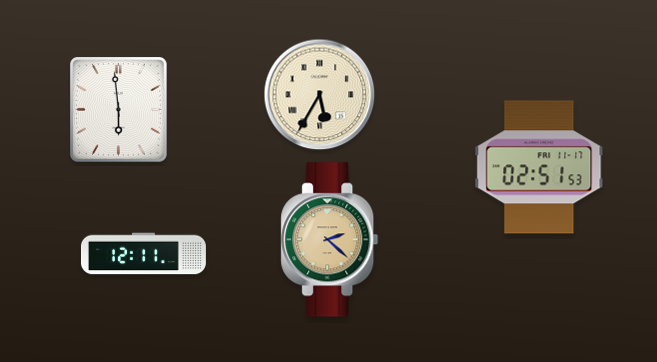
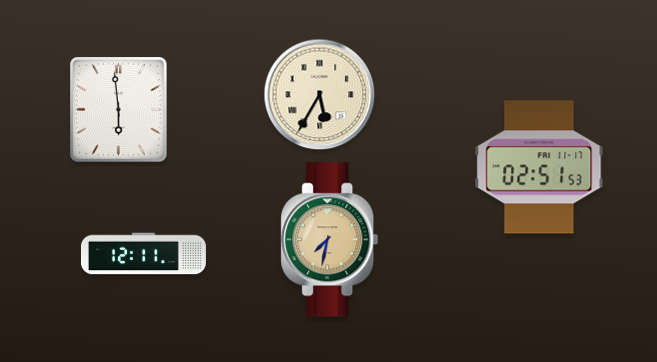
clock at (330, 240): 2:22 -> 7:32
